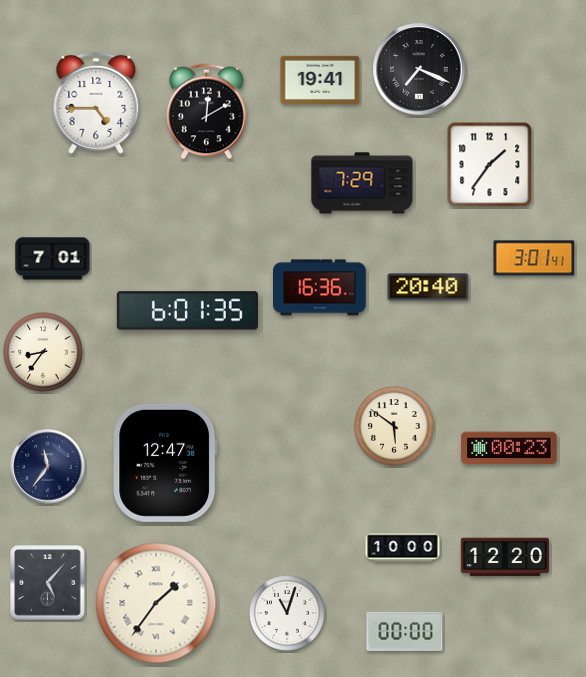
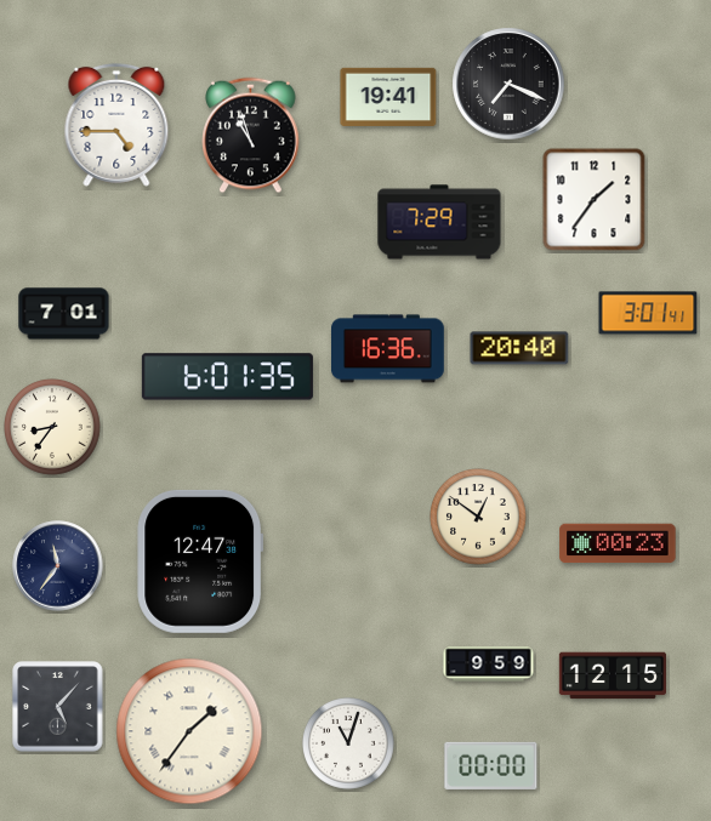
clock at (207, 112): 12:10 -> 10:57
clock at (394, 426): 5:51 -> 12:51
clock at (403, 548): 10:00 -> 9:59
clock at (504, 557): 12:20 -> 12:15
